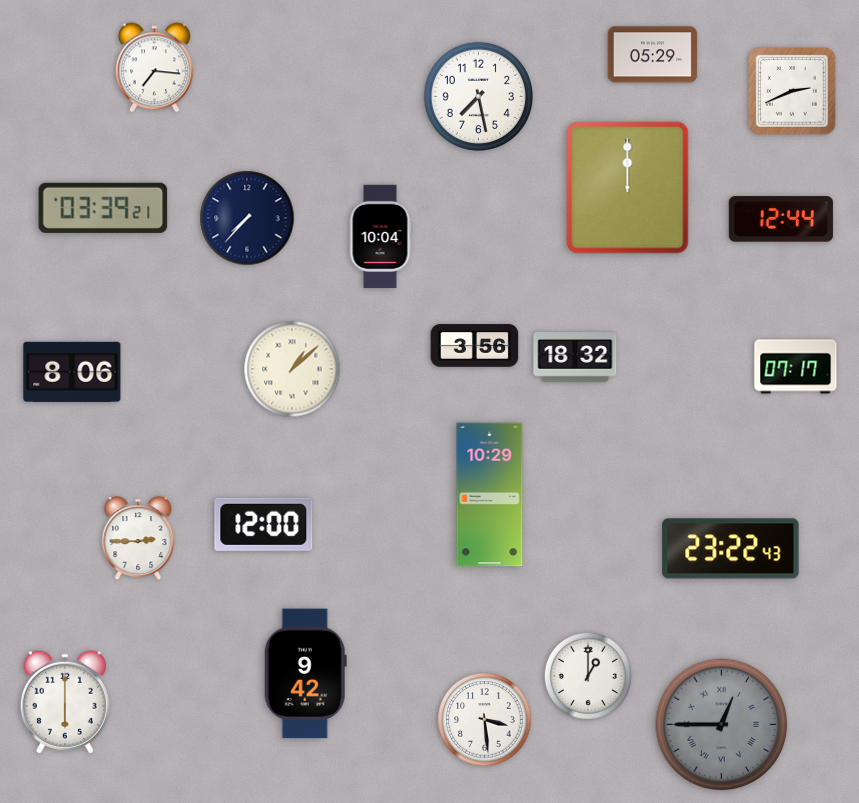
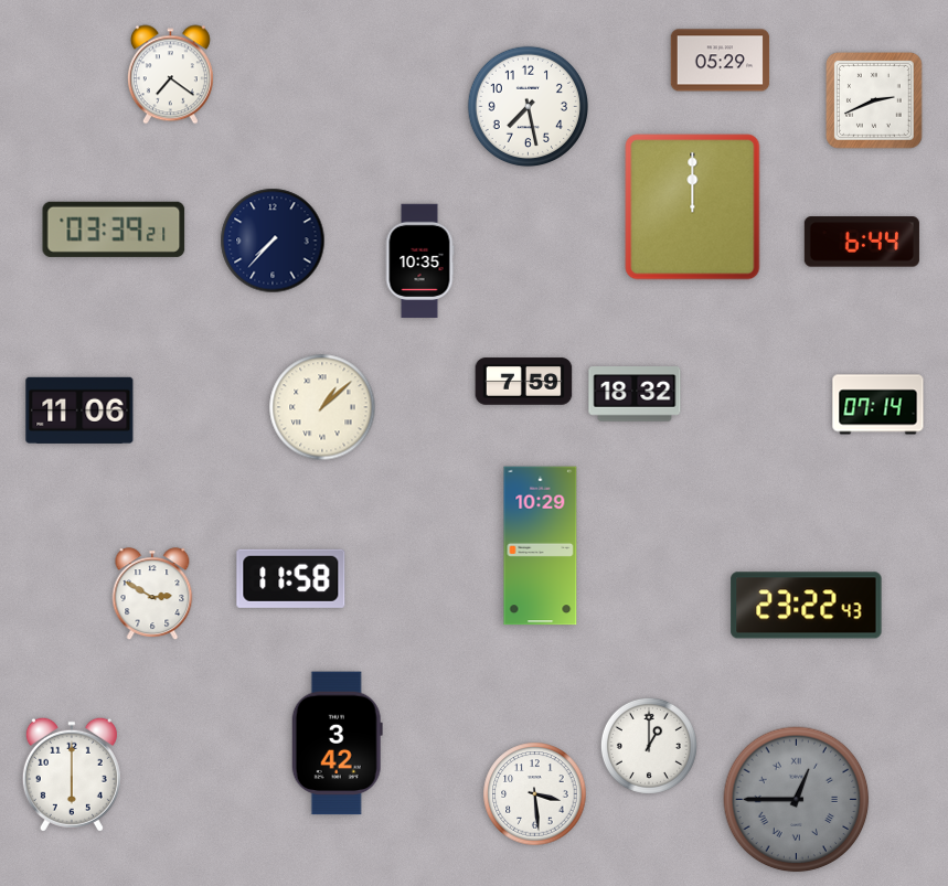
clock at (154, 68): 7:16 -> 7:21
clock at (781, 219): 12:44 -> 6:44
clock at (380, 237): 10:04 -> 10:35
clock at (475, 346): 3:56 -> 7:59
clock at (796, 367): 07:17 -> 07:14
clock at (72, 372): 8:06 -> 11:06
clock at (264, 524): 12:00 -> 11:58
clock at (138, 539): 2:45 -> 2:50
clock at (305, 674): 9:42 -> 3:42
